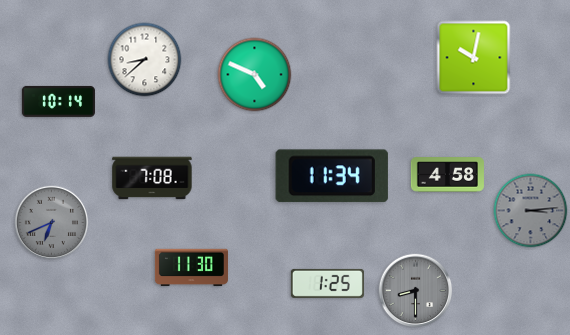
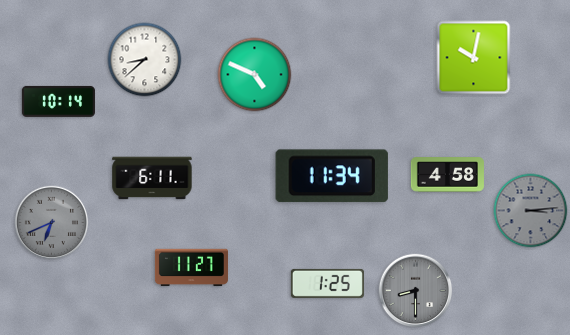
clock at (152, 178): 7:08 -> 6:11
clock at (191, 268): 11:30 -> 11:27
